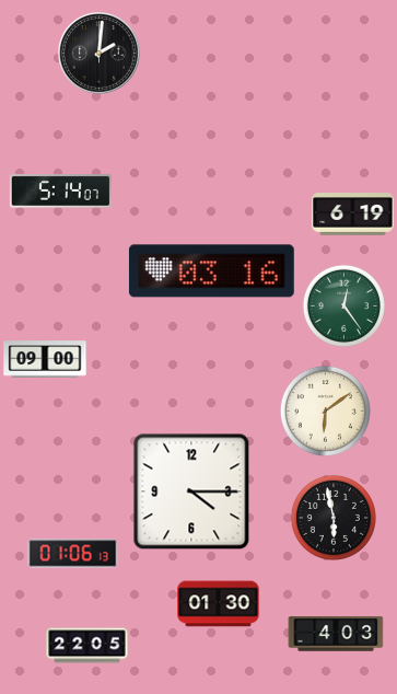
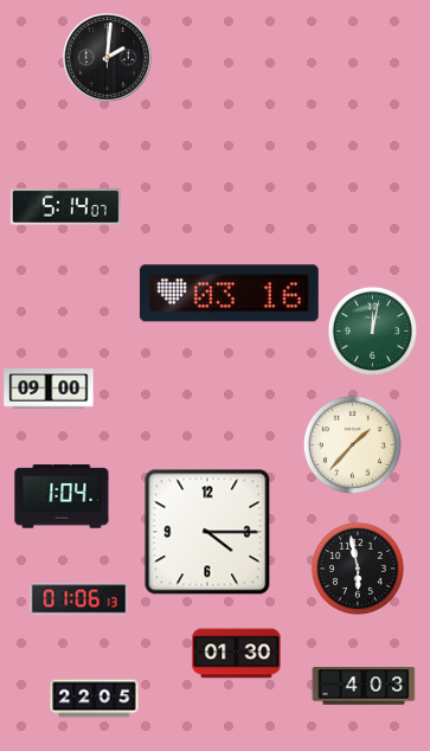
clock at (353, 215): 6:19 -> none
clock at (343, 305): 12:24 -> 12:02
clock at (325, 410): 6:09 -> 1:37
clock at (62, 496): none -> 1:04
clock at (334, 518) position: (334, 518) -> (358, 569)
